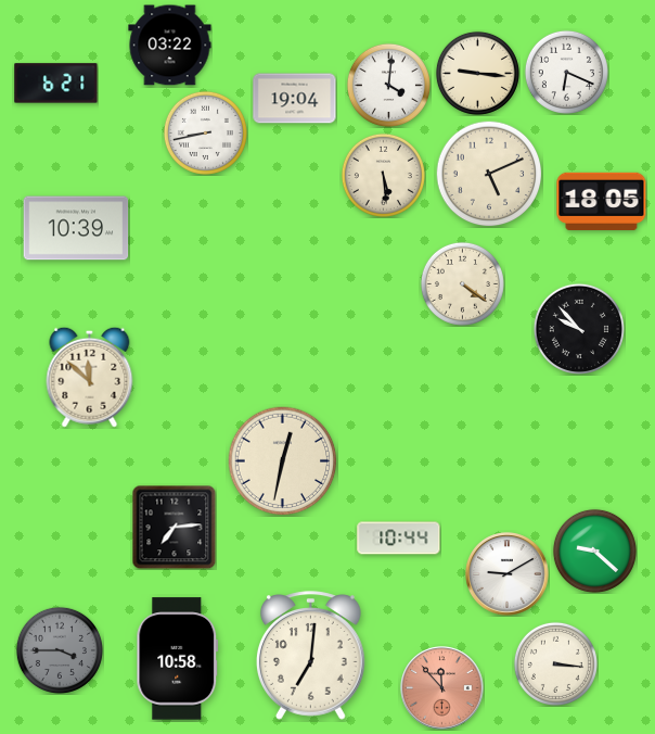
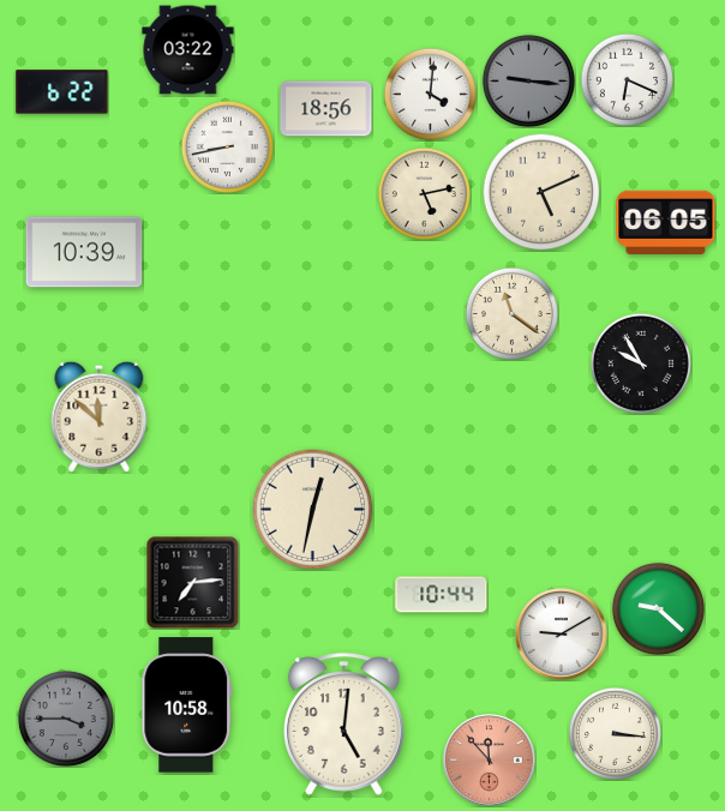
clock at (477, 73) dial: cream -> grey
clock at (56, 84): 6:21 -> 6:22
clock at (295, 99): 19:04 -> 18:56
clock at (383, 175): 5:29 -> 5:13
clock at (602, 201): 18:05 -> 06:05
clock at (462, 283): 4:21 -> 11:21
clock at (579, 329): 9:53 -> 9:55
clock at (310, 656): 7:01 -> 5:01
clock at (178, 659) position: (178, 659) -> (187, 705)
